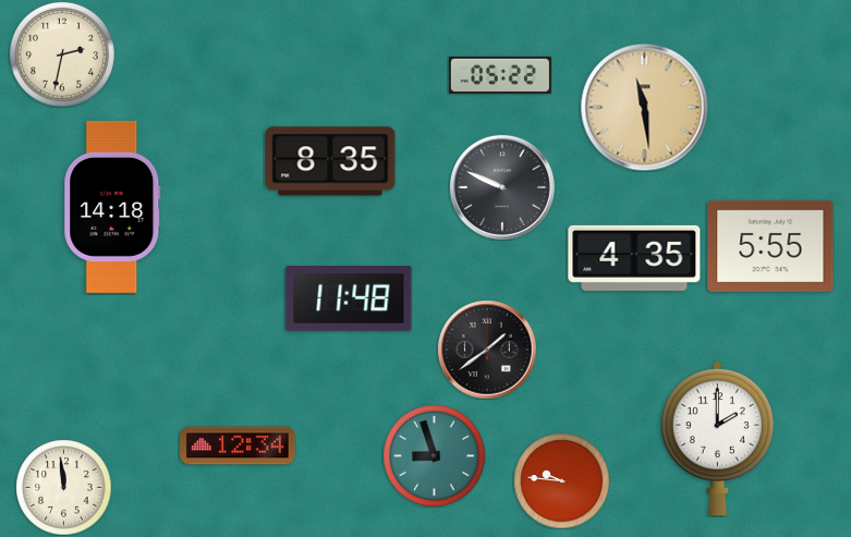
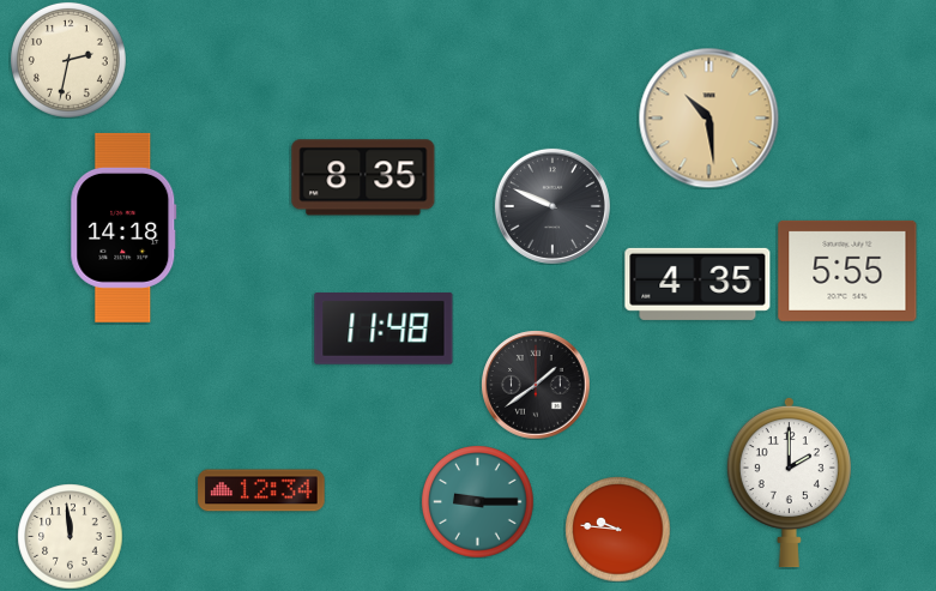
clock at (500, 75): 05:22 -> none
clock at (644, 107): 11:29 -> 10:29
clock at (435, 456): 8:57 -> 9:15
